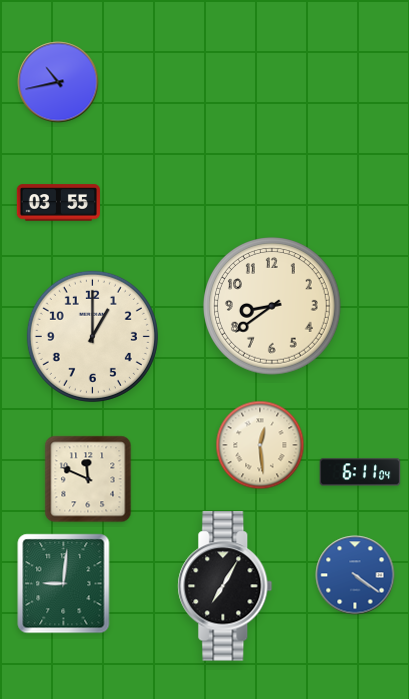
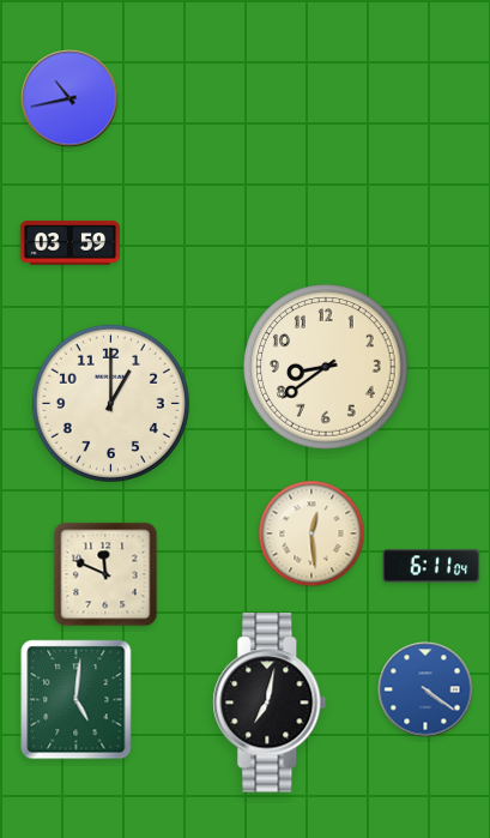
clock at (58, 203): 03:55 -> 03:59
clock at (64, 584): 9:01 -> 5:01
clock at (225, 586): 7:05 -> 7:02
